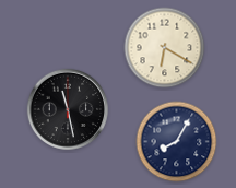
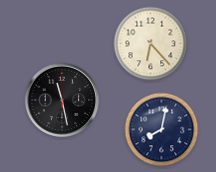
clock at (165, 48): 6:20 -> 6:23
clock at (177, 142): 8:05 -> 8:02
